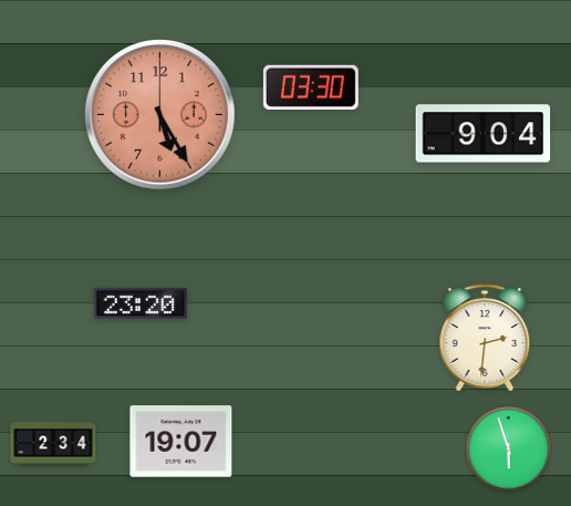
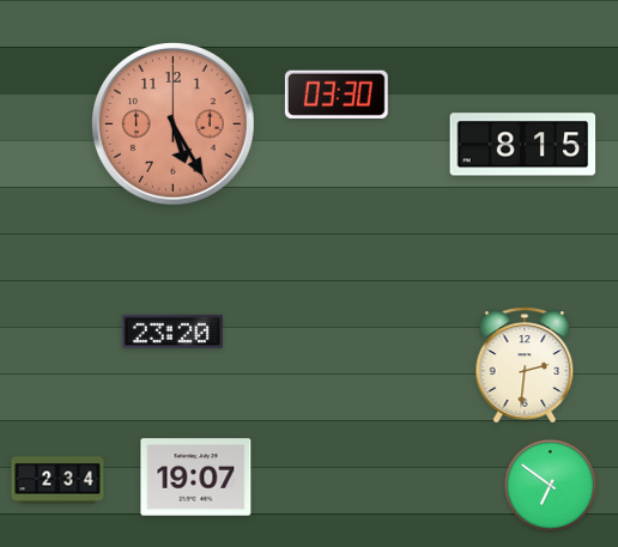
clock at (484, 134): 9:04 -> 8:15
clock at (141, 303) position: (141, 303) -> (172, 332)
clock at (508, 448): 5:57 -> 6:51
